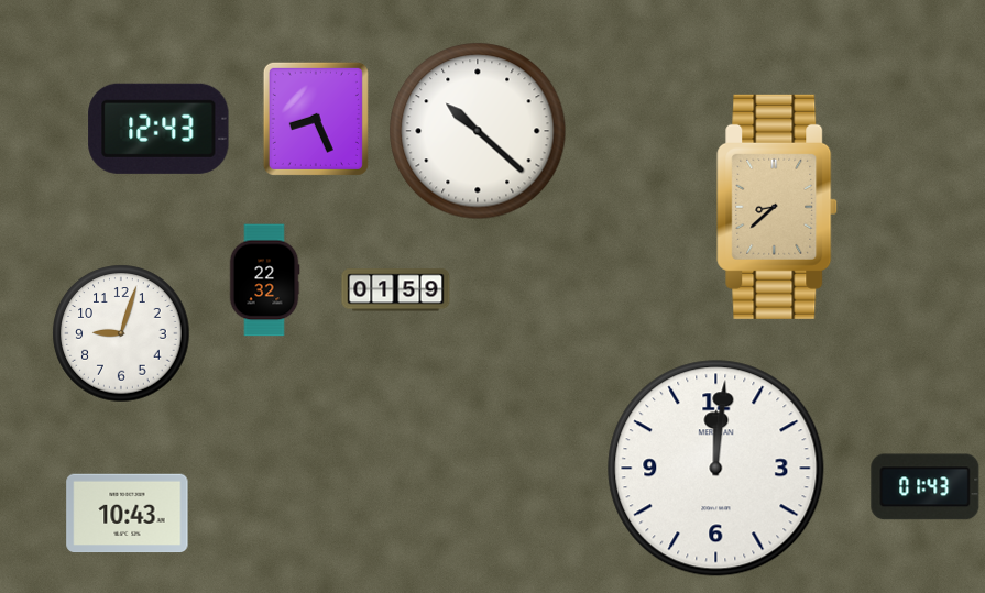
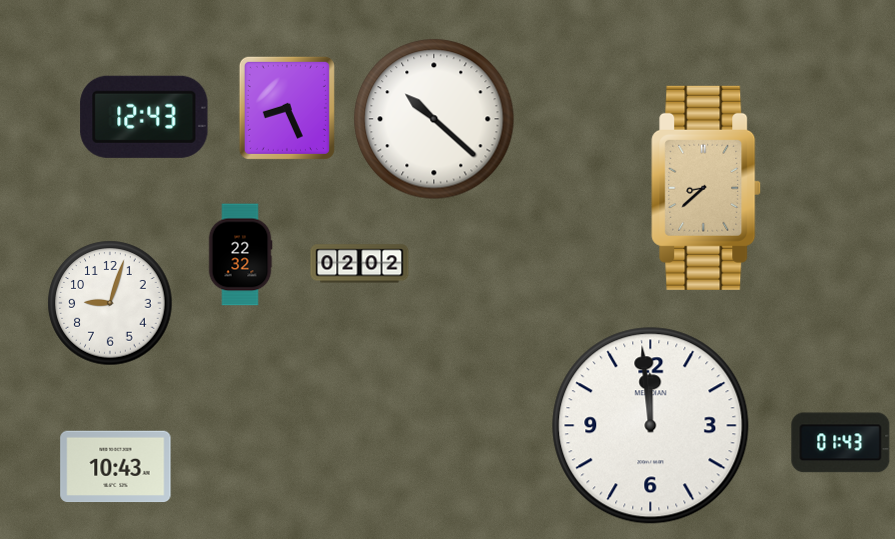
clock at (396, 290): 01:59 -> 02:02
clock at (716, 469): 12:01 -> 11:59
